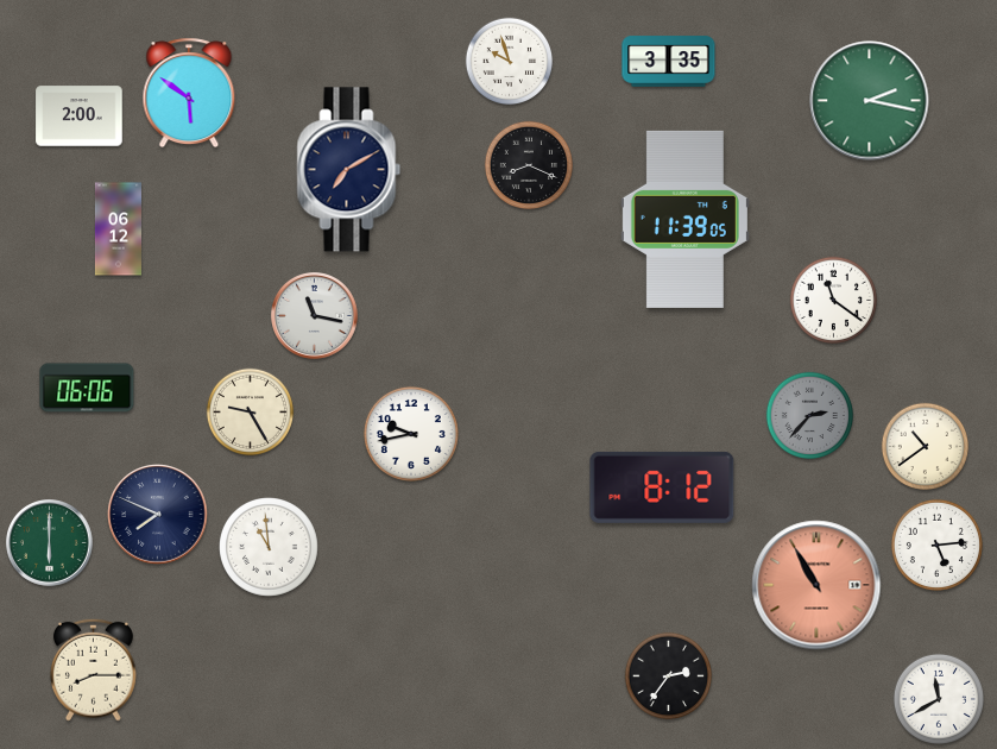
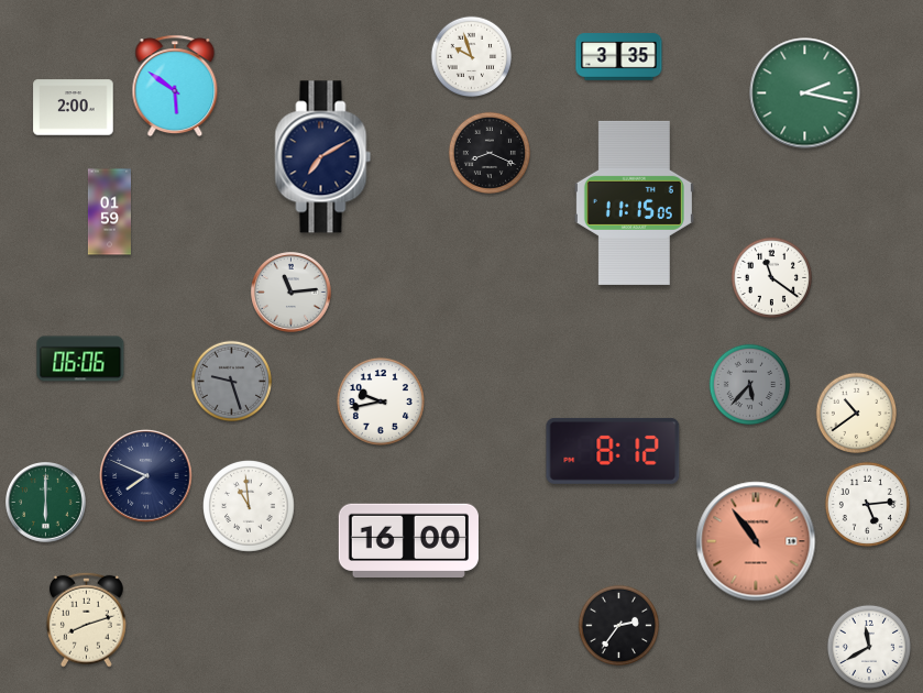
clock at (684, 219): 11:39 -> 11:15
clock at (118, 229): 06:12 -> 01:59
clock at (315, 316): 11:17 -> 11:14
clock at (251, 413): 9:25 -> 9:27
clock at (251, 413) dial: cream -> grey
clock at (810, 416): 2:37 -> 5:37
clock at (408, 540): none -> 16:00
clock at (816, 585): 10:55 -> 10:54
clock at (93, 669): 8:15 -> 8:12
